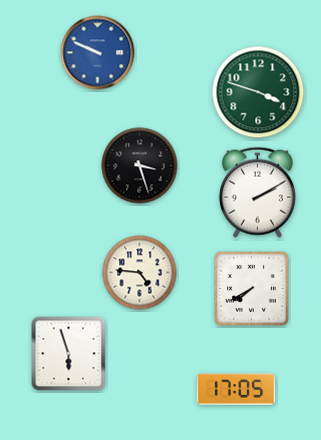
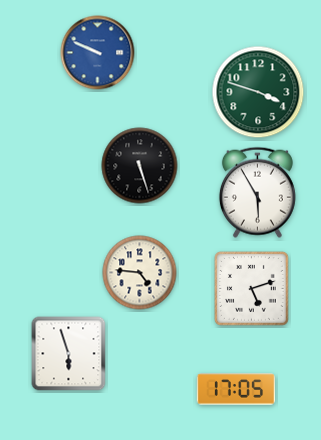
clock at (140, 166): 3:27 -> 5:27
clock at (257, 192): 2:10 -> 5:55
clock at (252, 289): 7:40 -> 5:12
